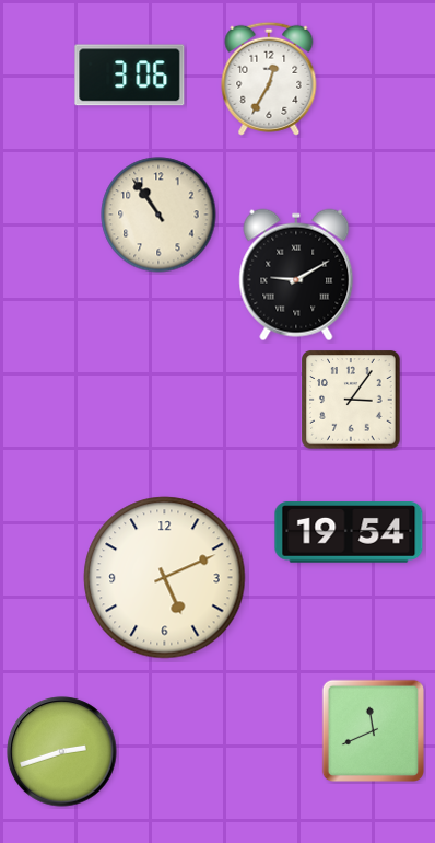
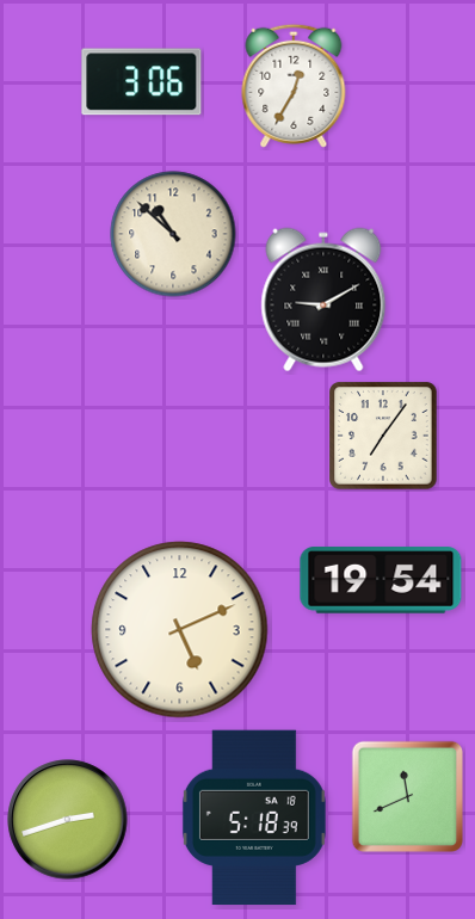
clock at (158, 215): 10:54 -> 10:52
clock at (351, 400): 3:06 -> 7:06
clock at (254, 818): none -> 5:18
